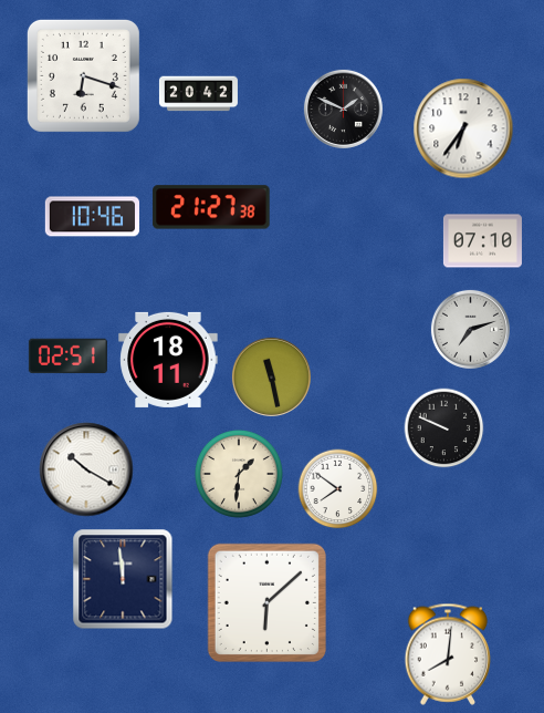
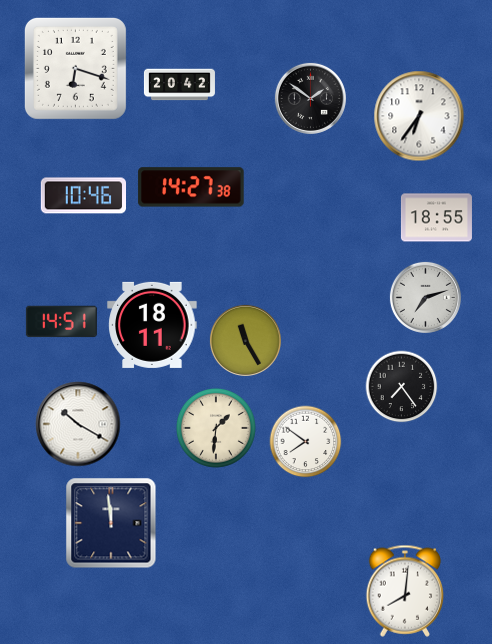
clock at (343, 108): 1:49 -> 1:51
clock at (211, 207): 21:27 -> 14:27
clock at (482, 241): 07:10 -> 18:55
clock at (67, 356): 02:51 -> 14:51
clock at (271, 376): 11:28 -> 11:25
clock at (444, 428): 9:49 -> 7:24
clock at (266, 602): 6:08 -> none
